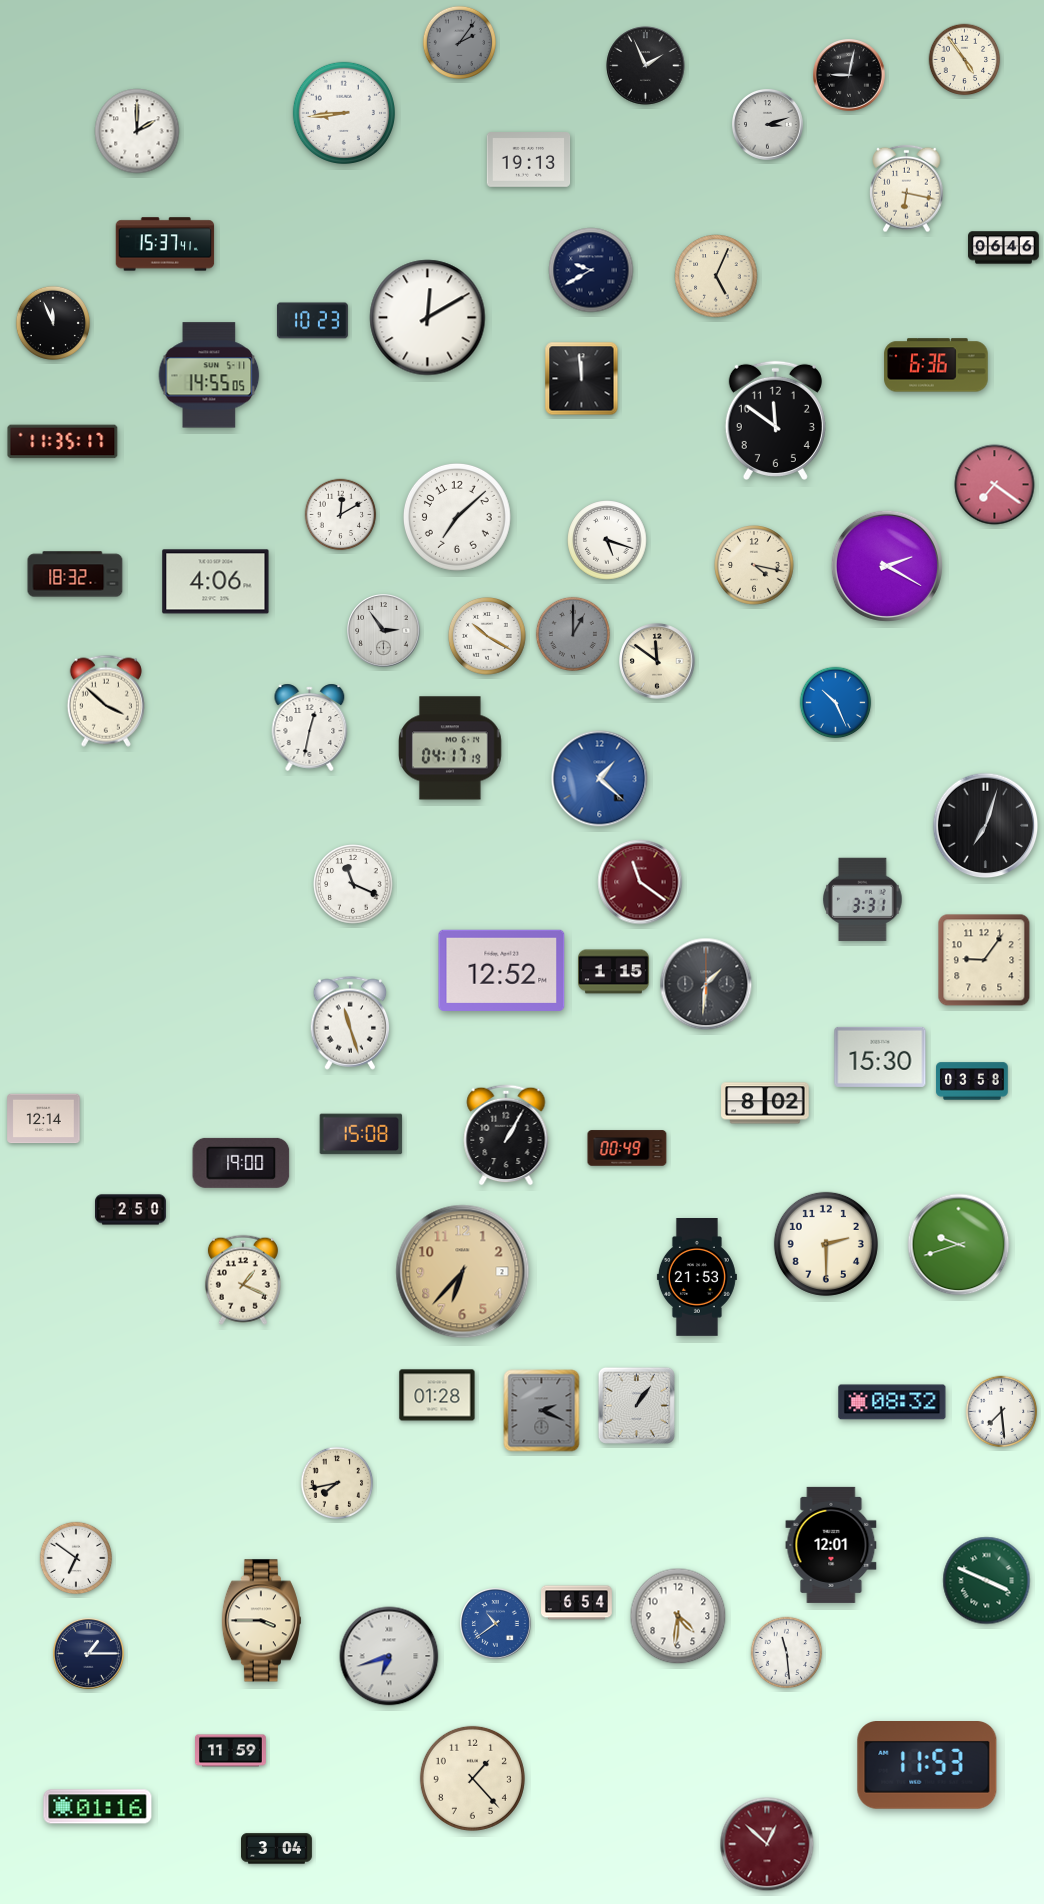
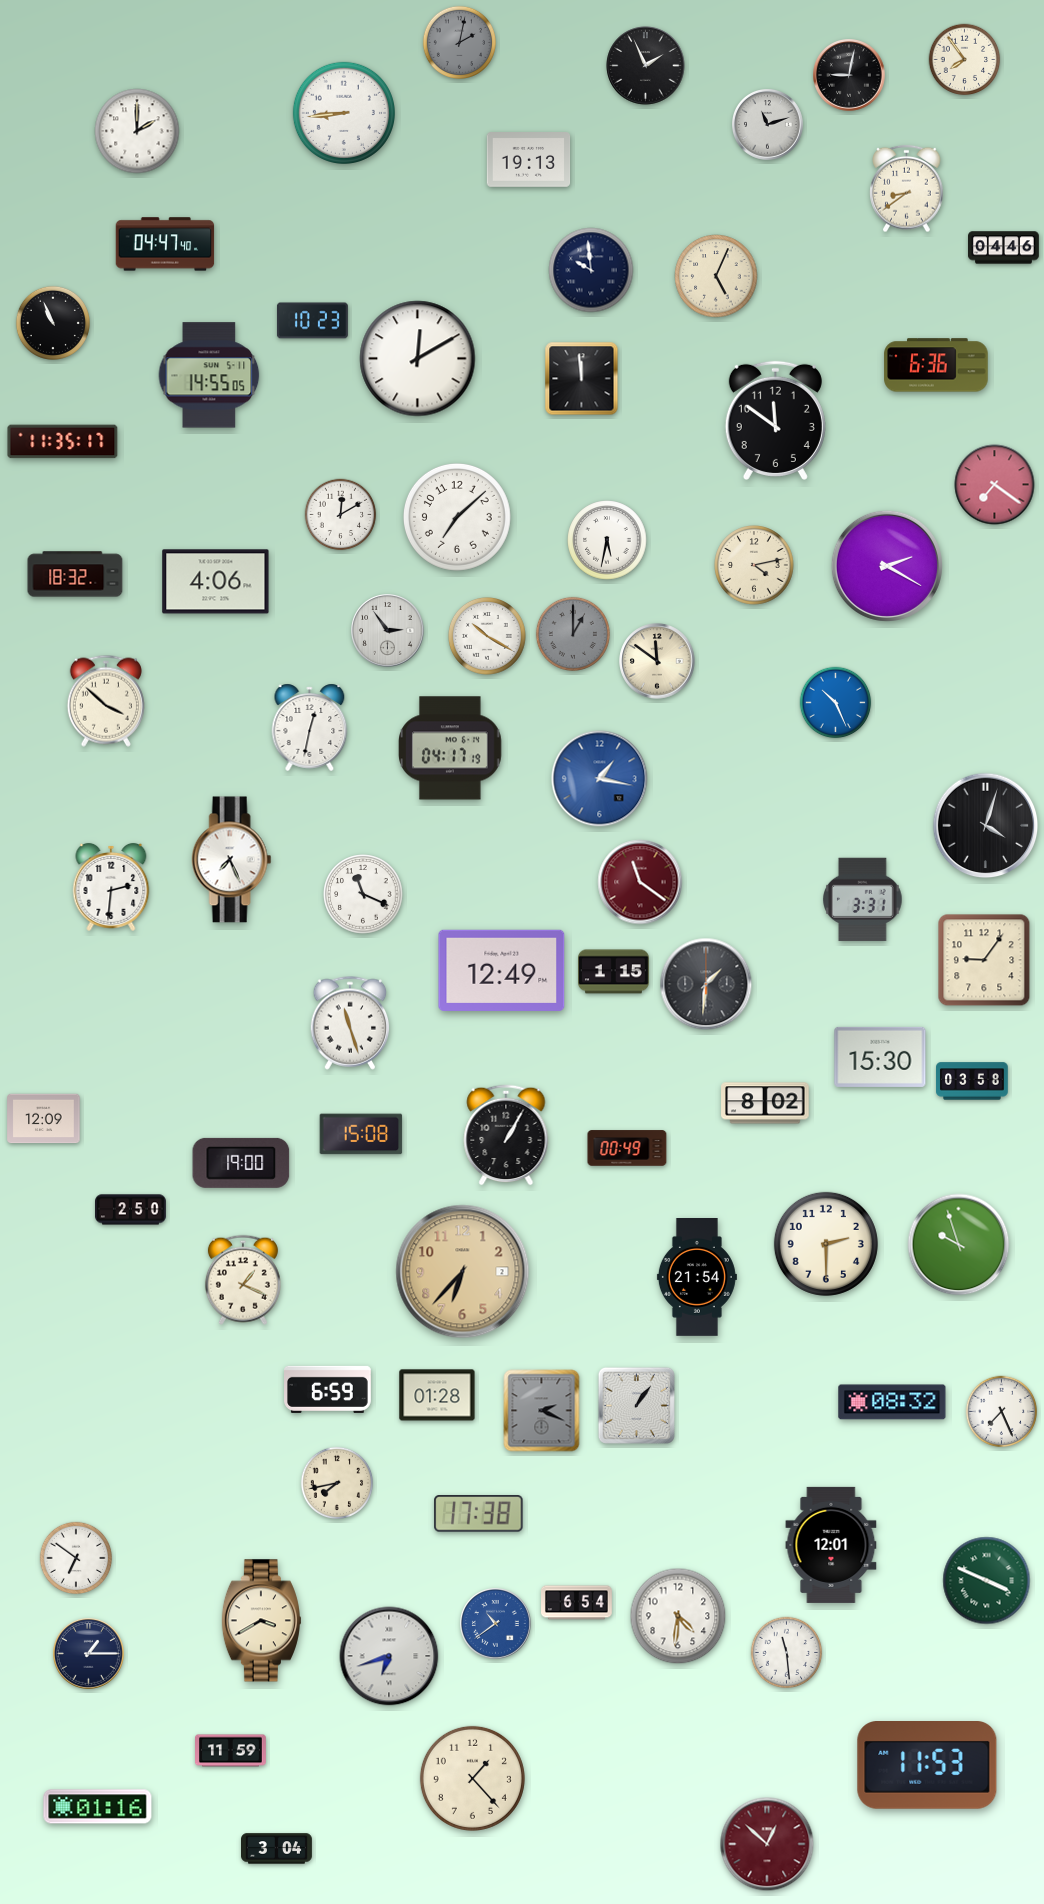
clock at (459, 42): 2:06 -> 2:02
clock at (965, 60): 4:54 -> 7:54
clock at (768, 125): 3:12 -> 11:12
clock at (907, 189): 6:17 -> 8:39
clock at (165, 244): 15:37 -> 04:47
clock at (1004, 248): 06:46 -> 04:46
clock at (591, 270): 9:40 -> 9:59
clock at (428, 318) position: (428, 318) -> (418, 359)
clock at (53, 323): 11:56 -> 10:56
clock at (607, 540): 5:18 -> 5:32
clock at (754, 565): 4:17 -> 4:13
clock at (384, 631) position: (384, 631) -> (388, 631)
clock at (600, 779): 1:22 -> 1:17
clock at (986, 826): 7:03 -> 4:03
clock at (232, 860): none -> 7:26
clock at (353, 884) position: (353, 884) -> (363, 894)
clock at (111, 887): none -> 2:31
clock at (502, 970): 12:52 -> 12:49
clock at (44, 1119): 12:14 -> 12:09
clock at (959, 1245): 9:42 -> 9:57
clock at (697, 1278): 21:53 -> 21:54
clock at (328, 1389): none -> 6:59
clock at (1002, 1412): 7:29 -> 7:26
clock at (479, 1514): none -> 17:38
clock at (261, 1621): 3:45 -> 3:40
